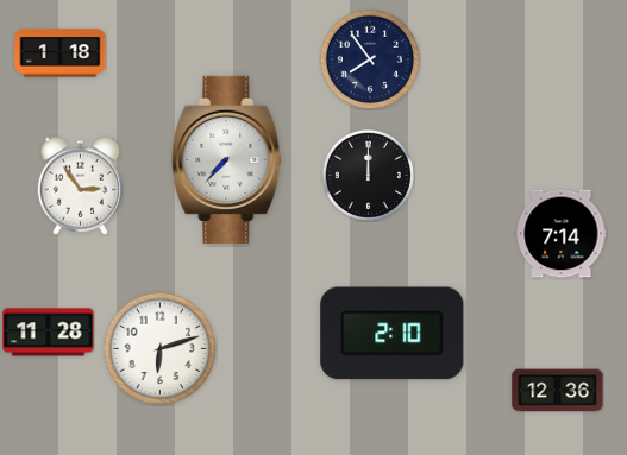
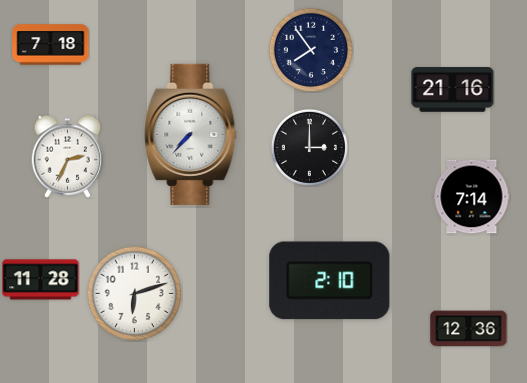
clock at (61, 53): 1:18 -> 7:18
clock at (453, 90): none -> 21:16
clock at (368, 175): 12:00 -> 3:00
clock at (81, 185): 2:54 -> 2:34
